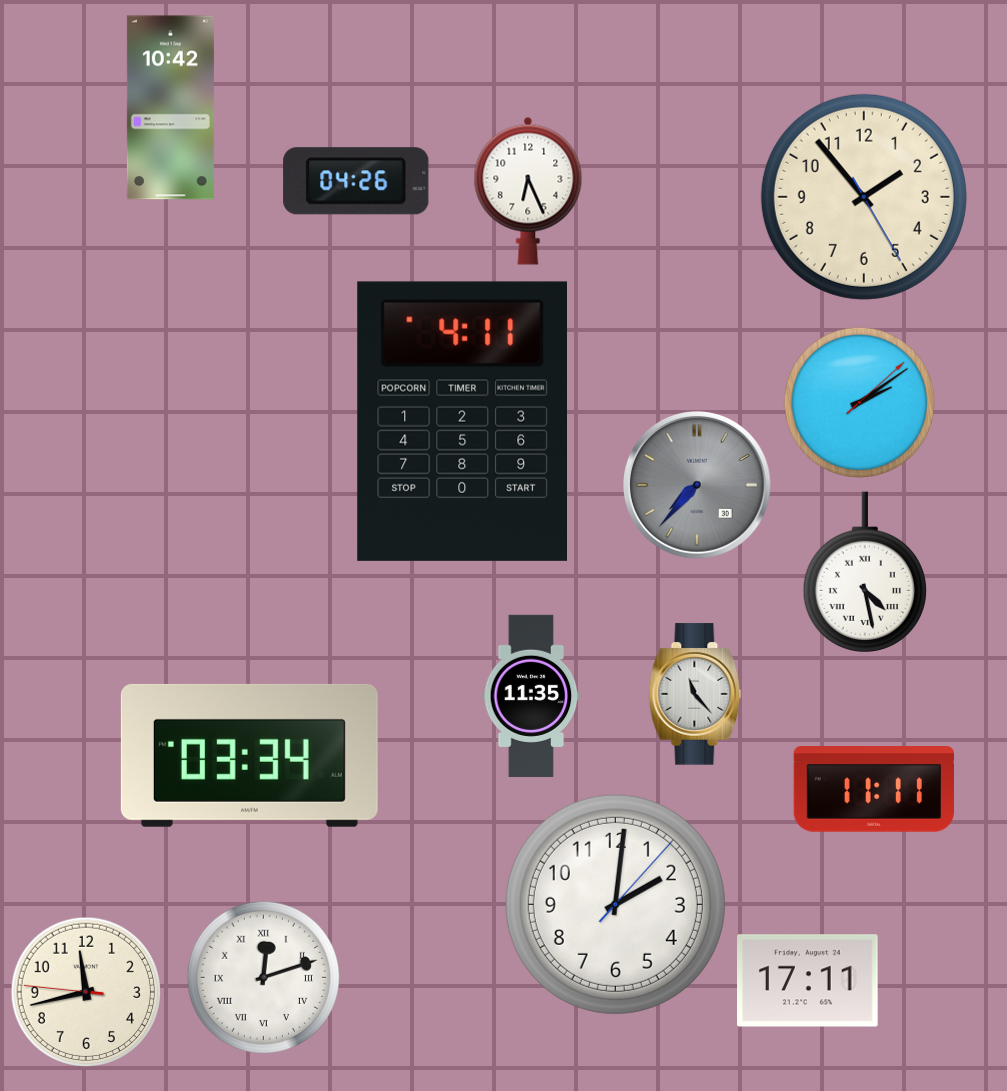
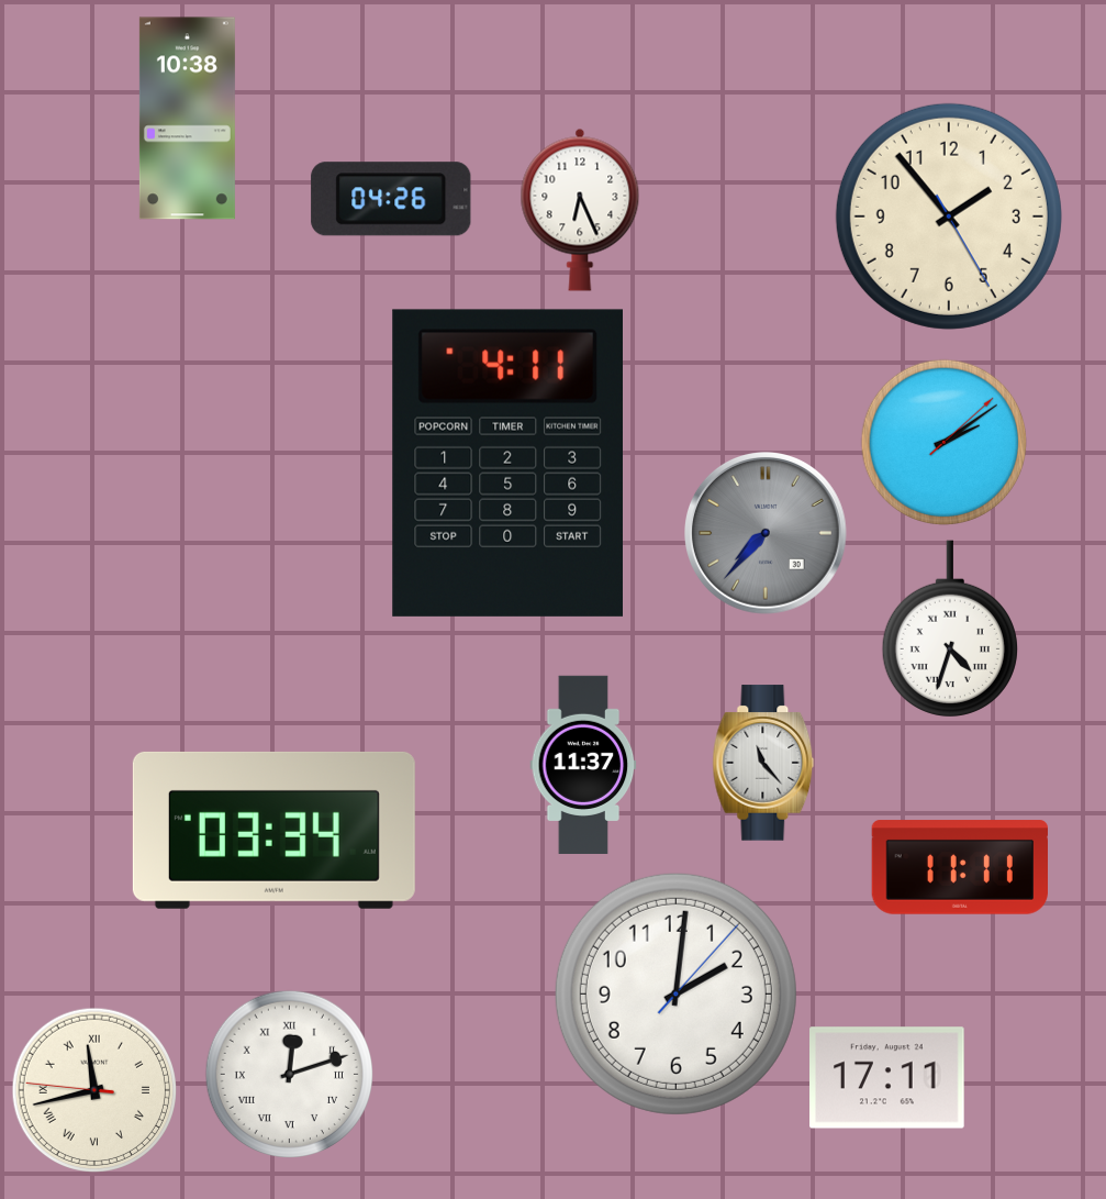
clock at (170, 108): 10:42 -> 10:38
clock at (865, 572): 4:28 -> 4:33
clock at (531, 696): 11:35 -> 11:37
clock at (86, 992) numerals: Arabic -> Roman
